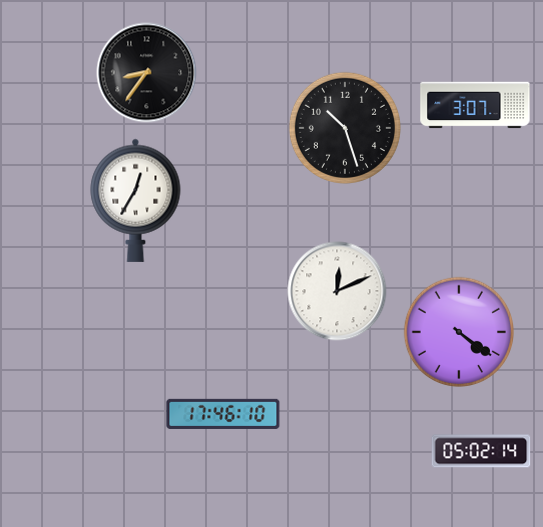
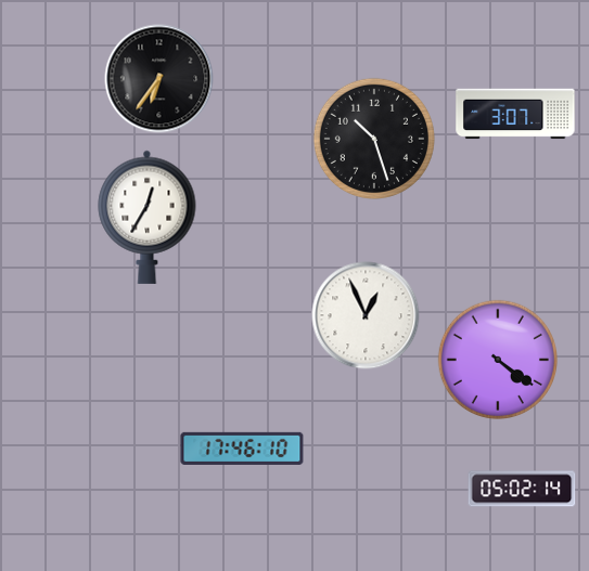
clock at (147, 73): 8:36 -> 6:36
clock at (337, 291): 12:11 -> 12:56
